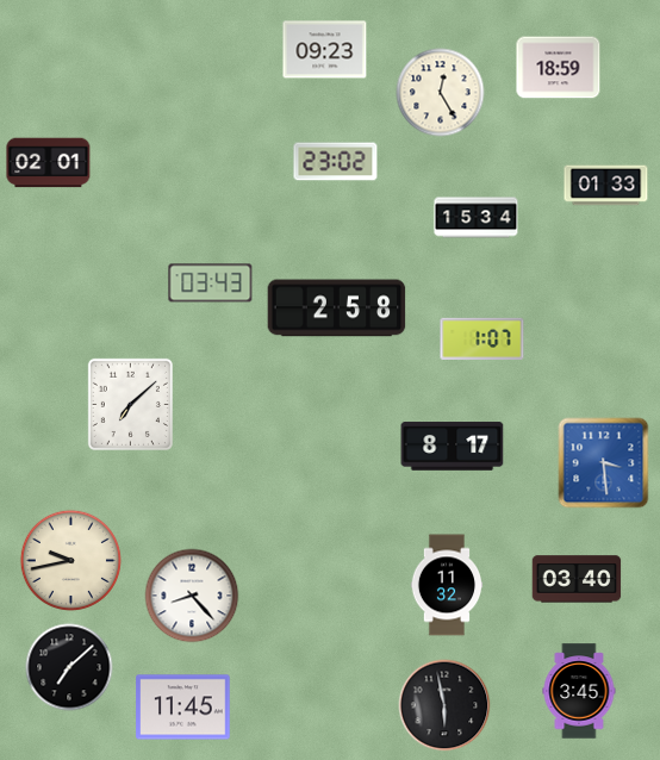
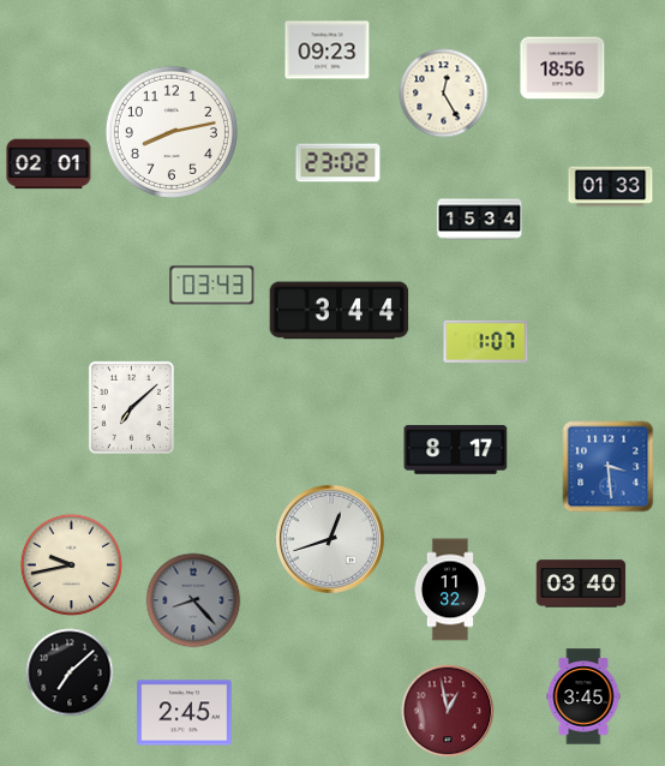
clock at (559, 68): 18:59 -> 18:56
clock at (172, 132): none -> 8:13
clock at (337, 309): 2:58 -> 3:44
clock at (330, 539): none -> 12:42
clock at (192, 596) dial: white -> grey
clock at (444, 705): 5:58 -> 12:58
clock at (444, 705) dial: black -> burgundy
clock at (183, 708): 11:45 -> 2:45
